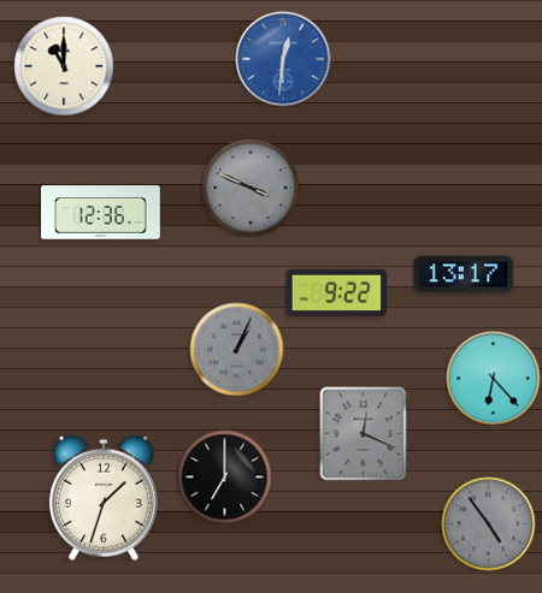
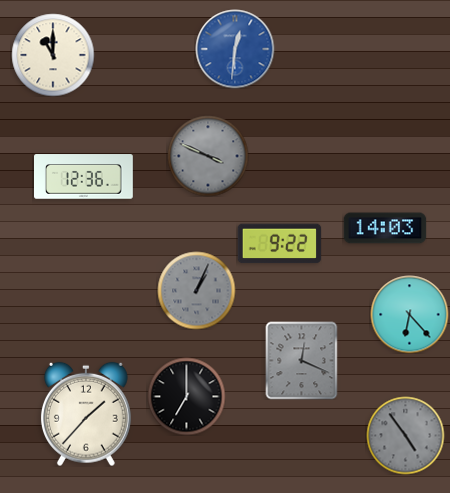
clock at (464, 274): 13:17 -> 14:03
clock at (104, 498): 1:33 -> 1:37
